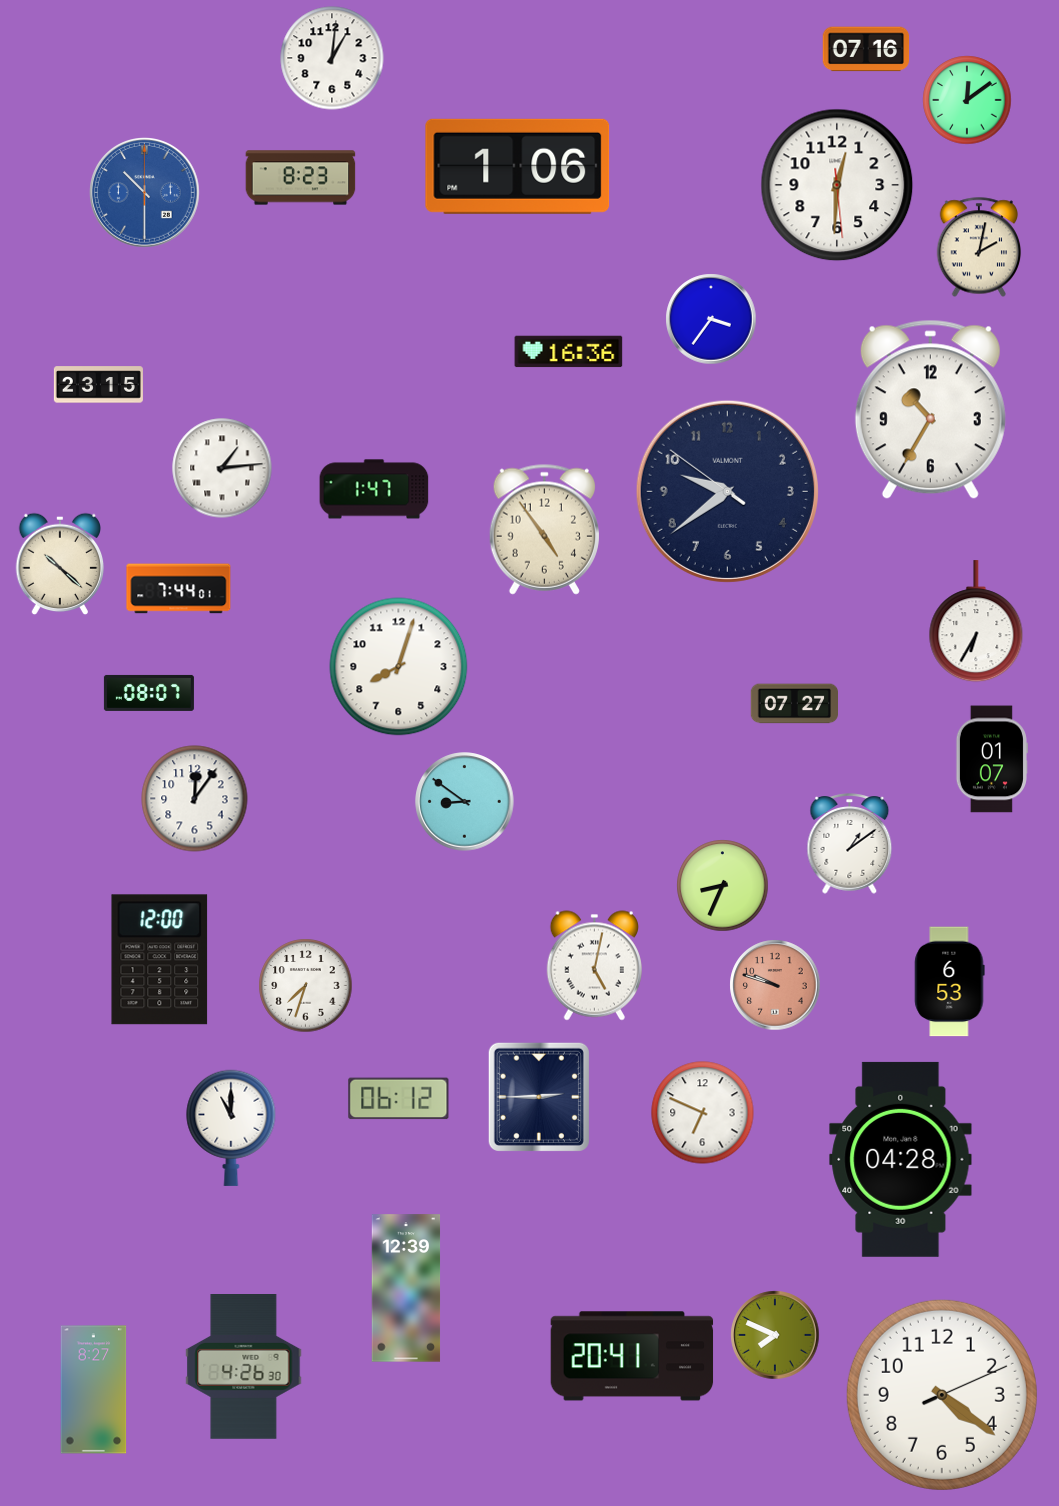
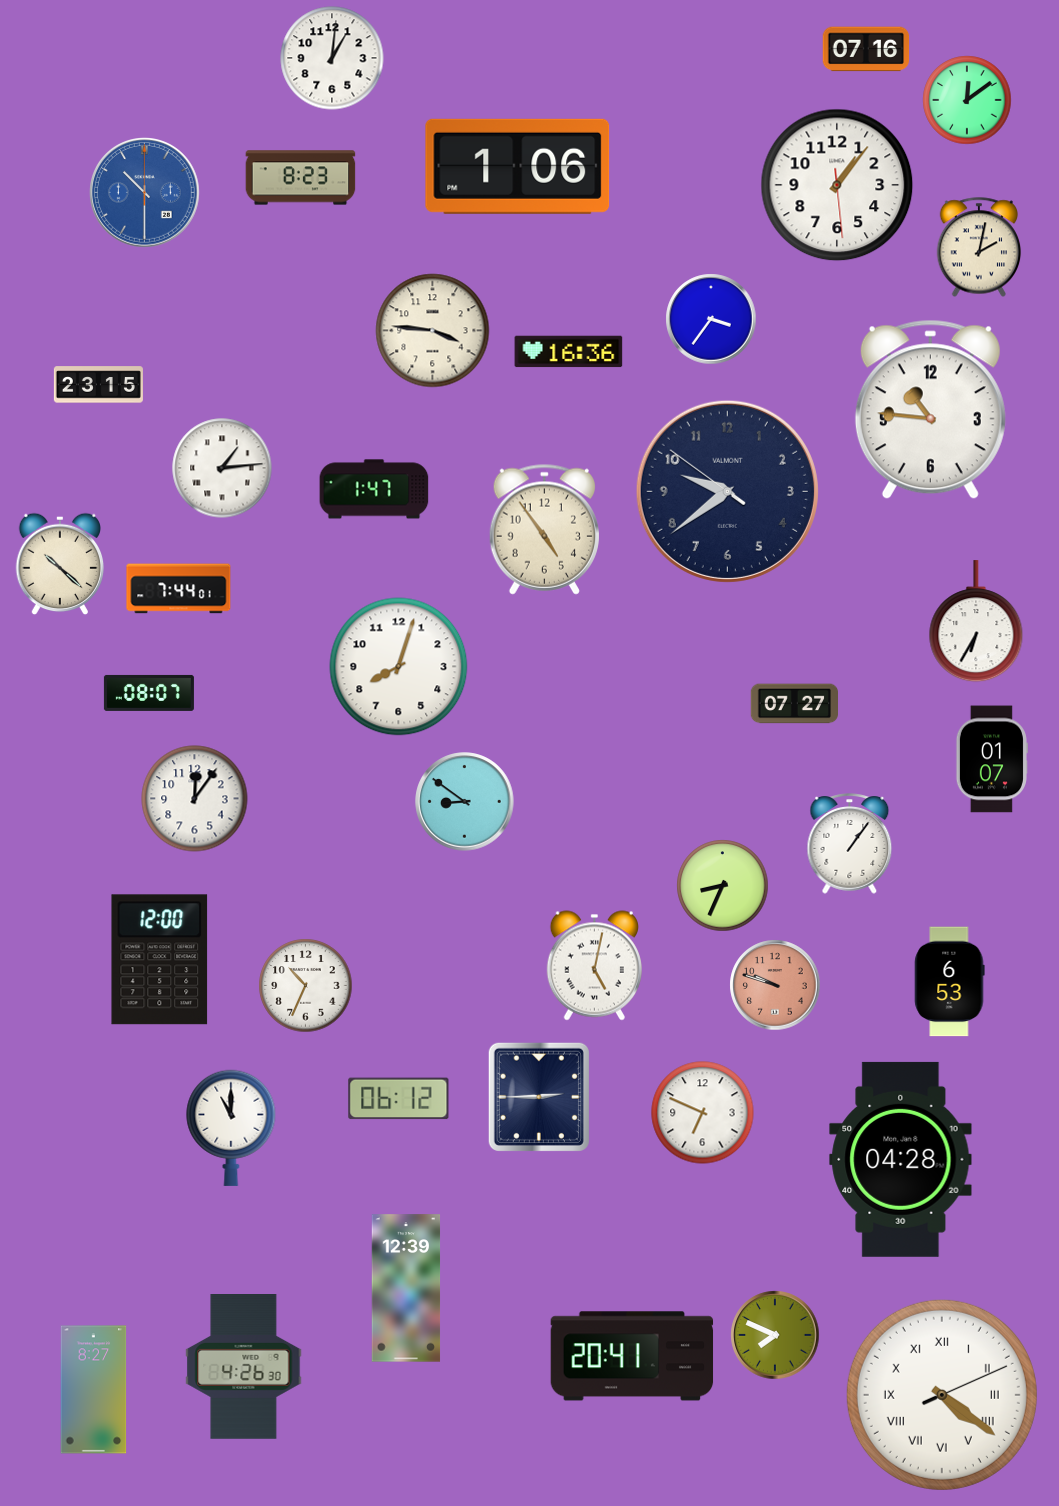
clock at (837, 185): 12:30 -> 1:06
clock at (433, 331): none -> 3:46
clock at (930, 410): 10:35 -> 10:46
clock at (850, 844): 1:09 -> 1:06
clock at (306, 986): 7:33 -> 10:34
clock at (942, 1395) numerals: Arabic -> Roman
